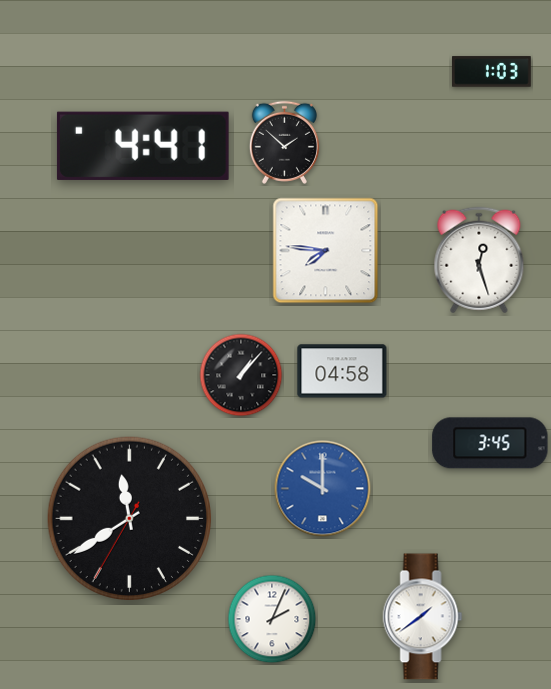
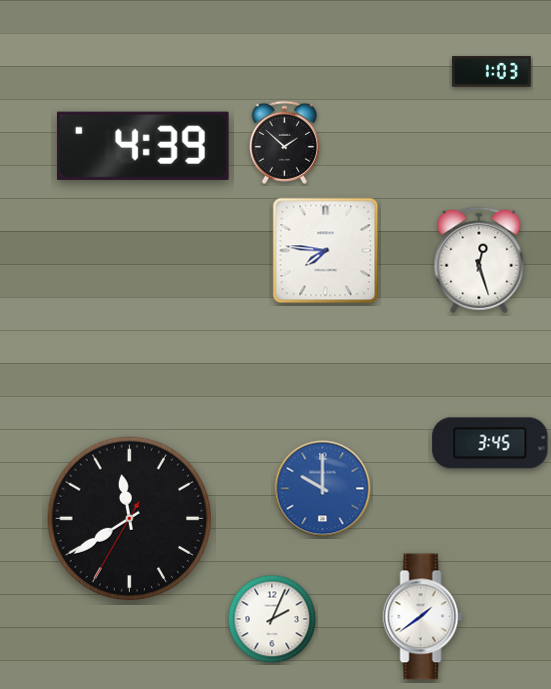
clock at (143, 146): 4:41 -> 4:39
clock at (342, 371): 04:58 -> none
clock at (241, 375): 1:07 -> none
